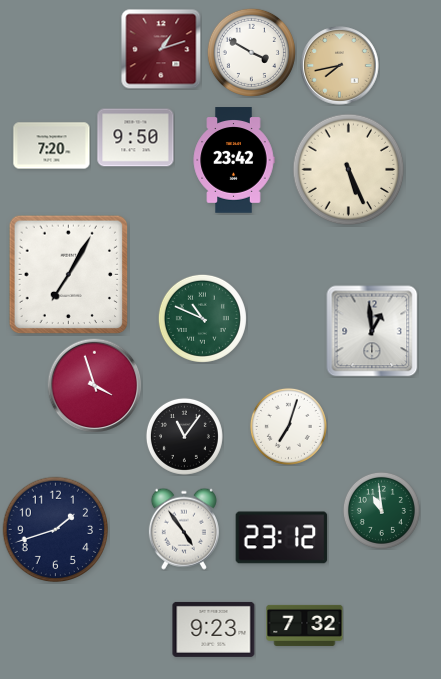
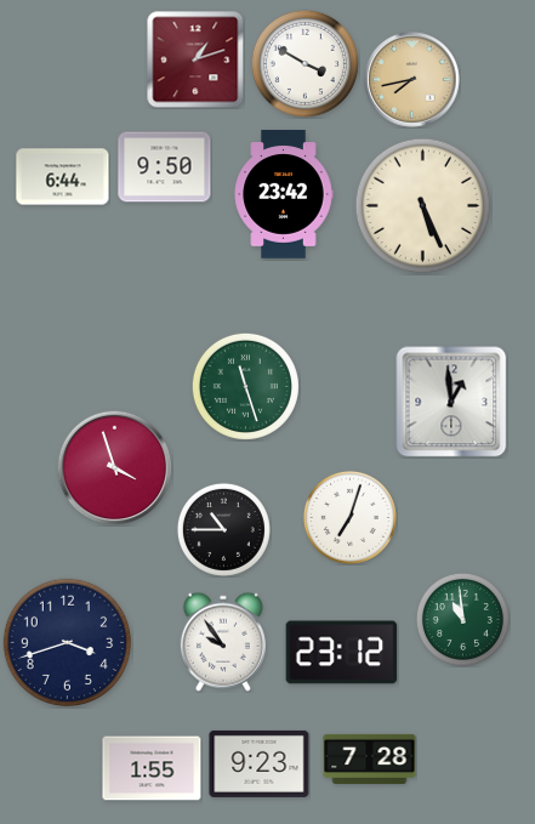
clock at (52, 146): 7:20 -> 6:44
clock at (69, 275): 7:05 -> none
clock at (202, 318): 10:49 -> 11:27
clock at (184, 436): 11:06 -> 10:45
clock at (184, 529): 4:54 -> 9:54
clock at (56, 530): 1:42 -> 3:42
clock at (305, 625): 7:32 -> 7:28
clock at (152, 768): none -> 1:55
